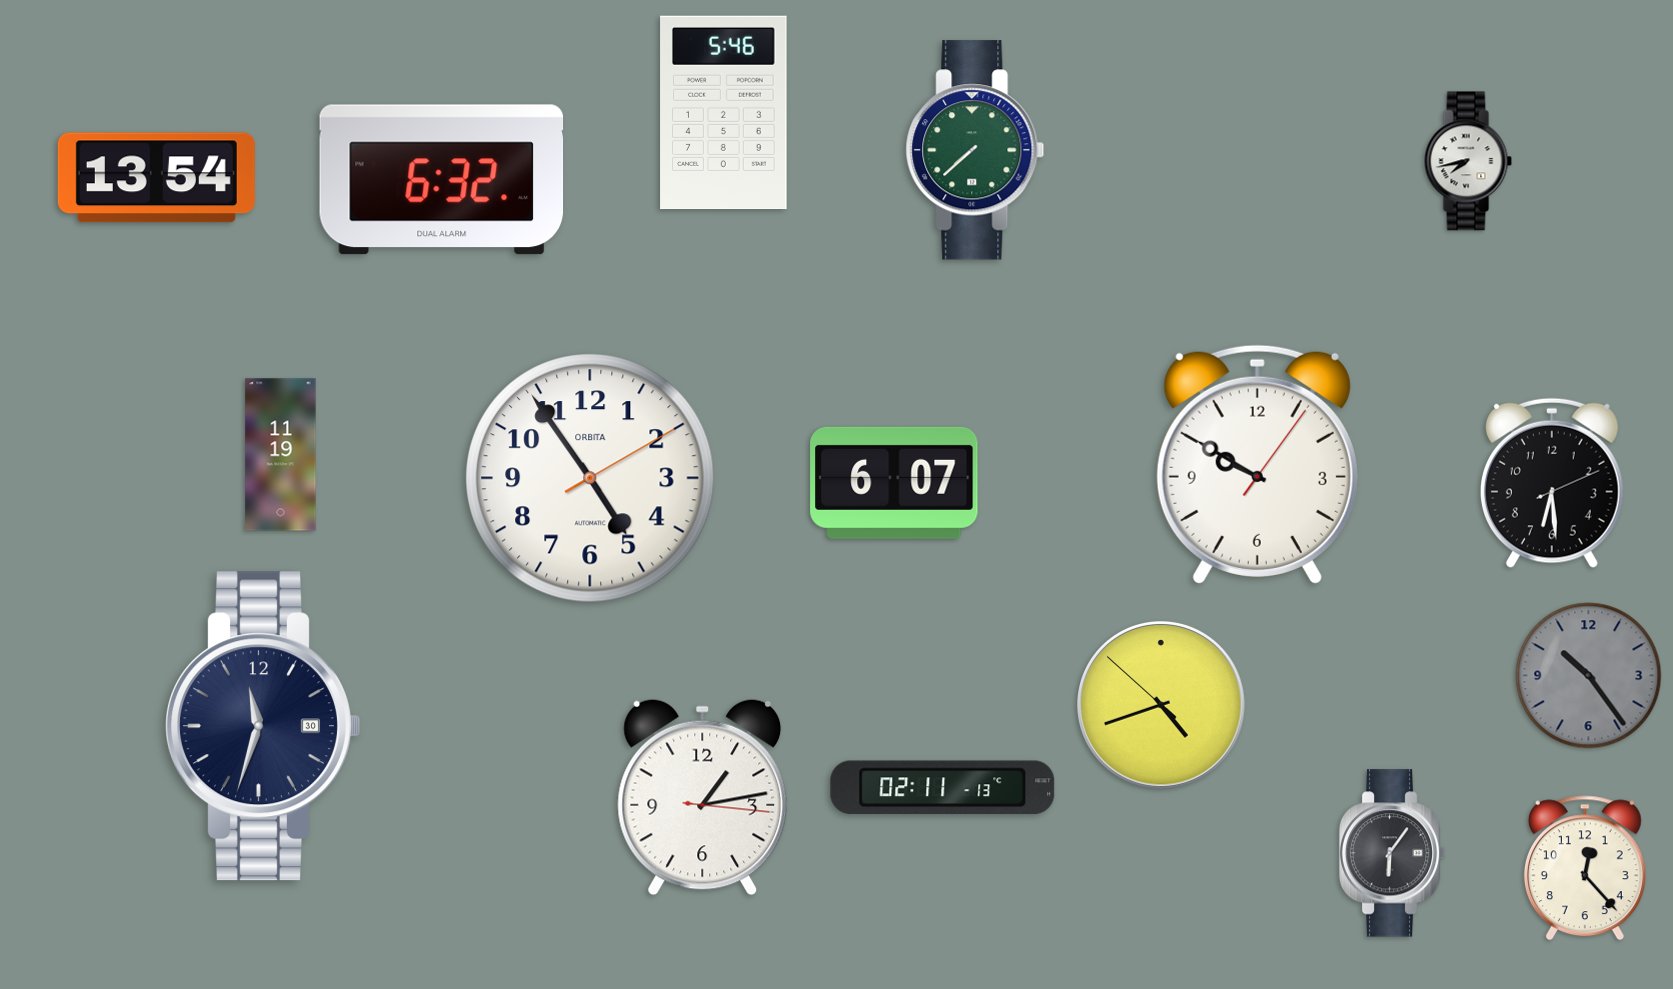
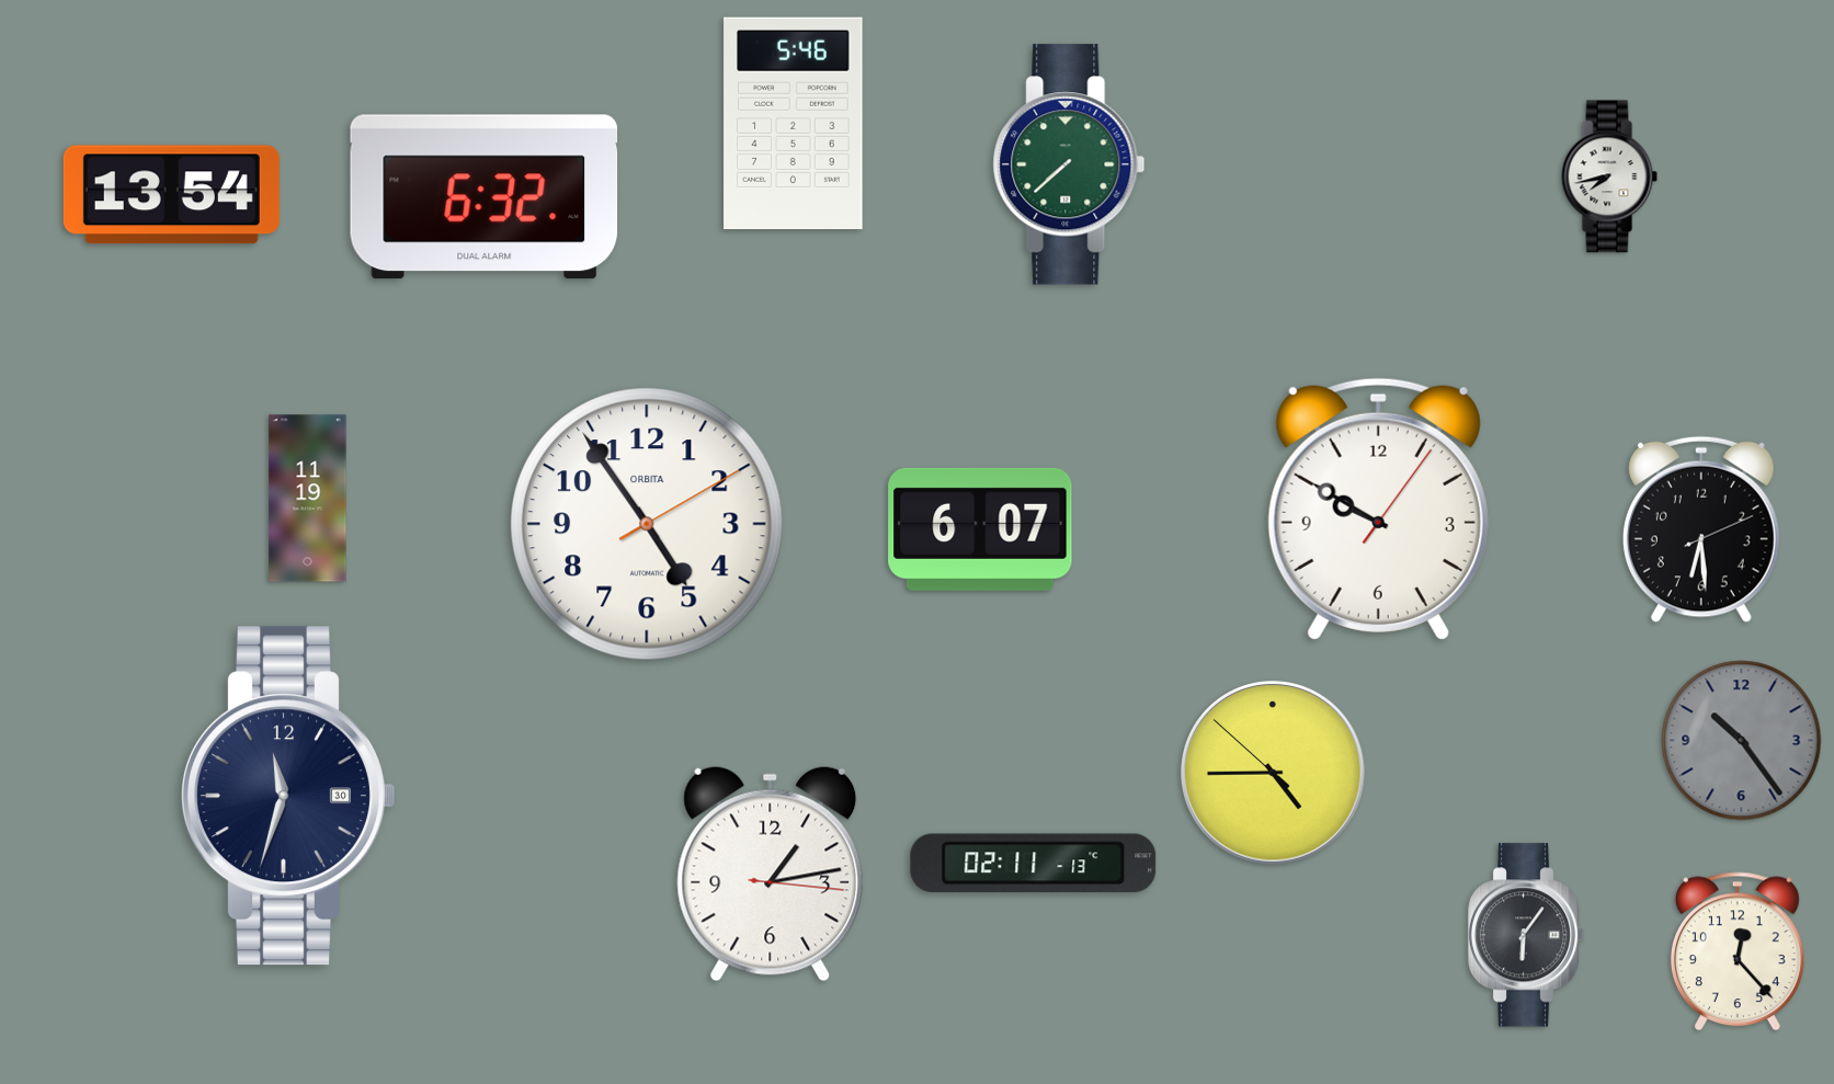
clock at (1162, 706): 4:41 -> 4:44
